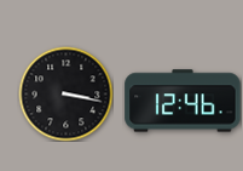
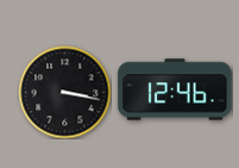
clock at (183, 101) position: (183, 101) -> (175, 89)
